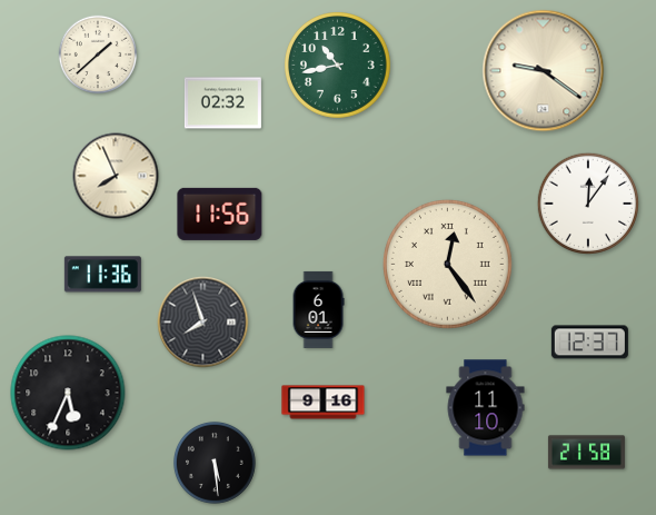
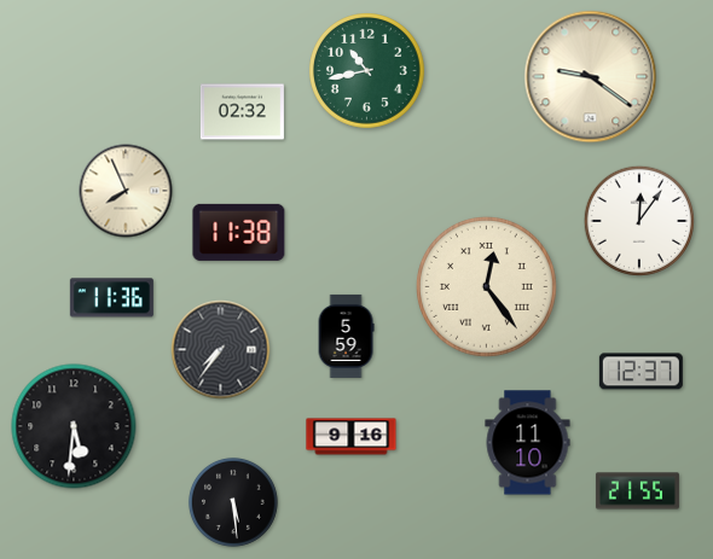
clock at (98, 55): 1:38 -> none
clock at (220, 214): 11:56 -> 11:38
clock at (318, 309): 6:01 -> 5:59
clock at (203, 323): 7:57 -> 7:36
clock at (68, 393): 5:34 -> 5:31
clock at (586, 453): 21:58 -> 21:55
